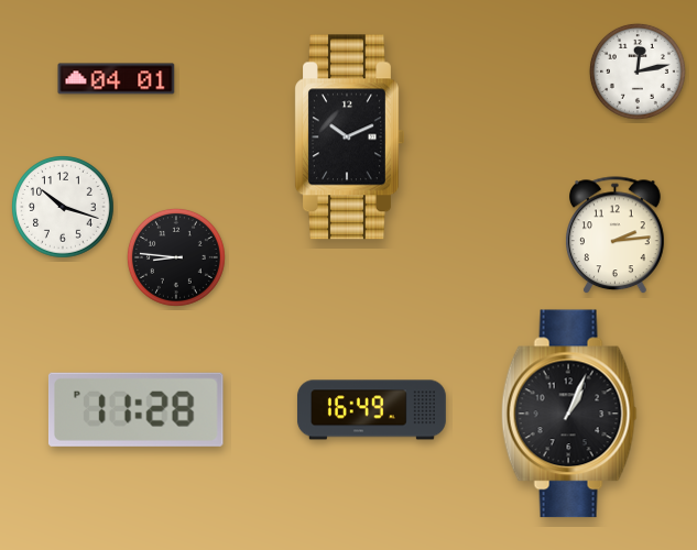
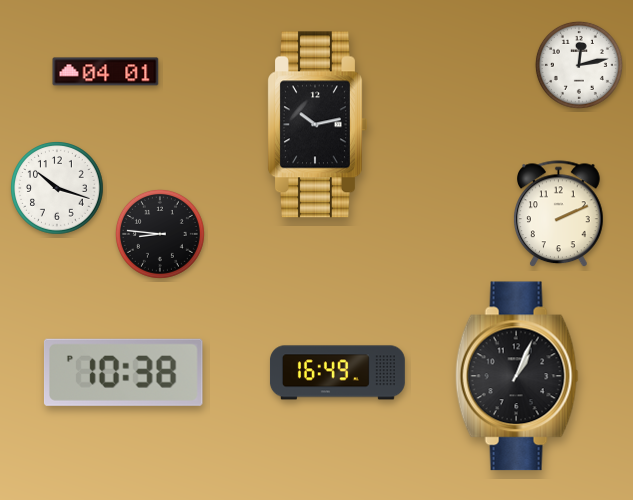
clock at (350, 137): 10:11 -> 10:13
clock at (616, 235): 2:14 -> 2:11
clock at (135, 409): 11:28 -> 10:38
